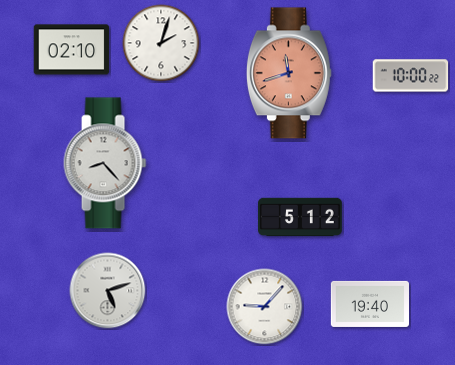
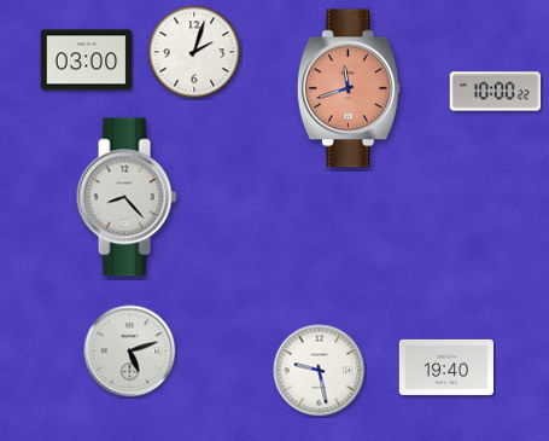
clock at (72, 50): 02:10 -> 03:00
clock at (300, 217): 5:12 -> none
clock at (265, 307): 9:07 -> 9:28
